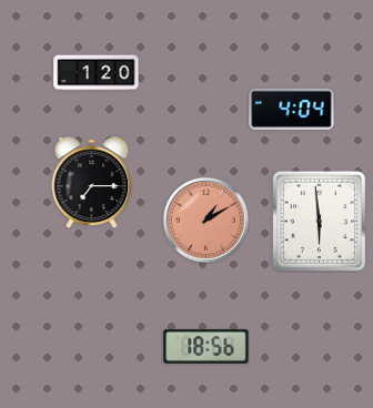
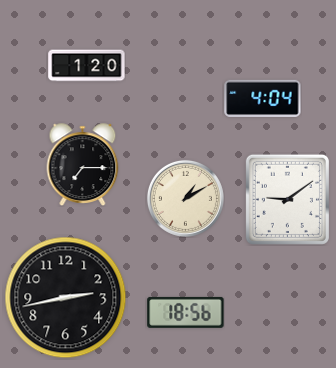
clock at (205, 220) dial: salmon -> cream
clock at (319, 221): 5:59 -> 9:09
clock at (66, 298): none -> 2:43
